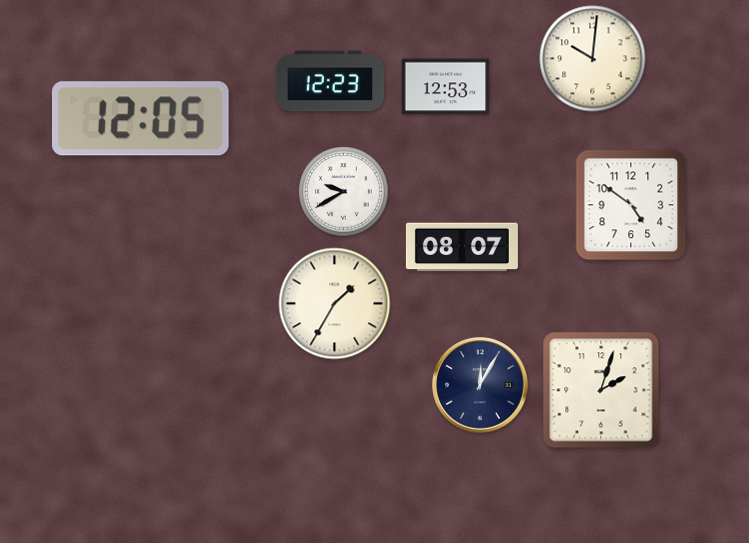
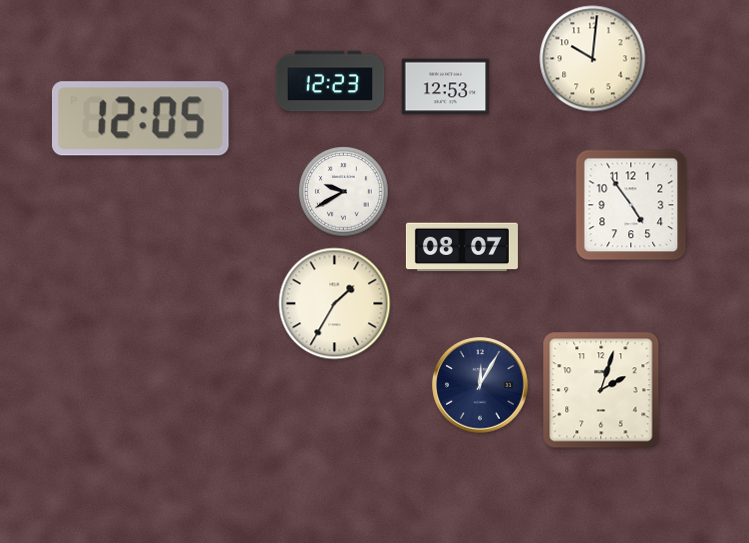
clock at (631, 205): 4:51 -> 4:54
